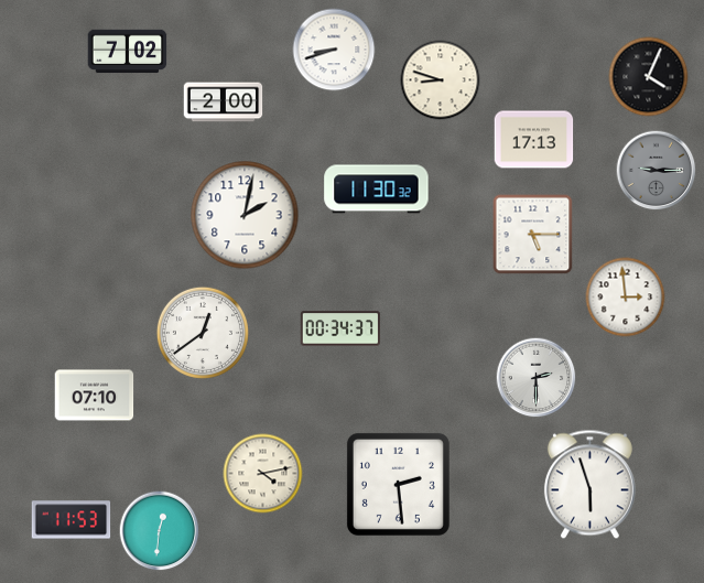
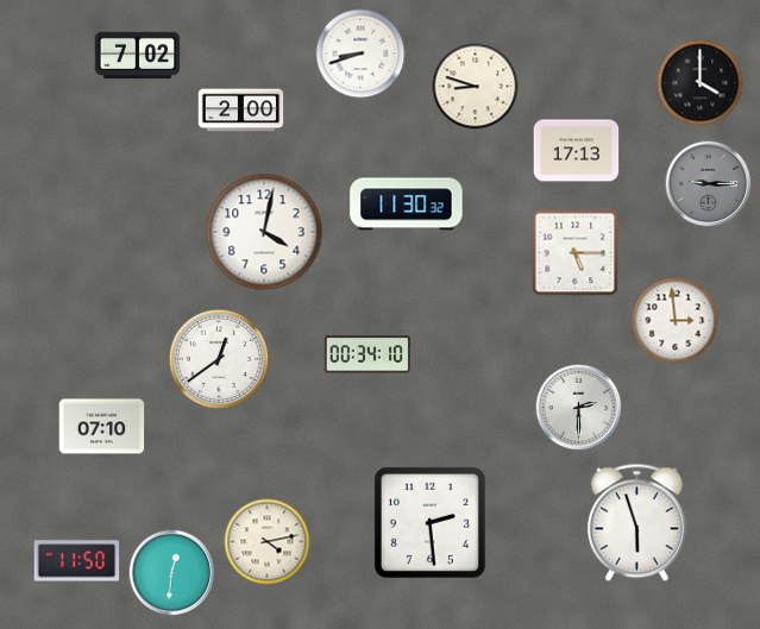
clock at (649, 77): 4:04 -> 4:00
clock at (245, 215): 2:02 -> 4:02
clock at (339, 328): 00:34:37 -> 00:34:10
clock at (263, 474) position: (263, 474) -> (268, 542)
clock at (72, 520): 11:53 -> 11:50
